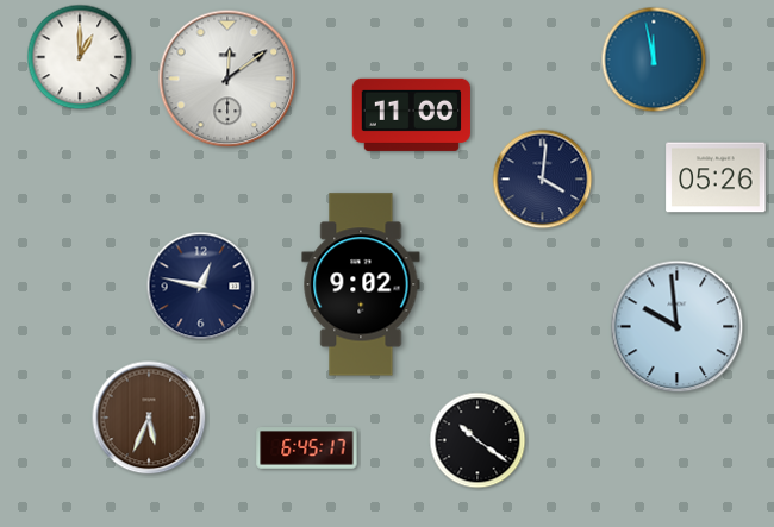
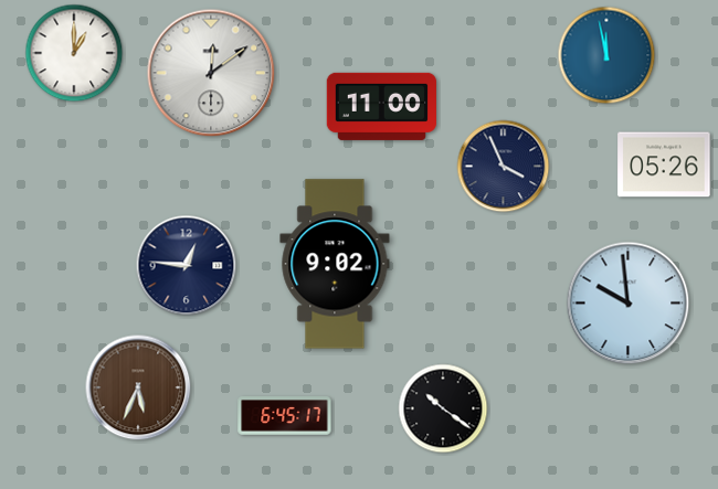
clock at (543, 180): 4:01 -> 3:56
clock at (201, 287): 12:47 -> 12:46
